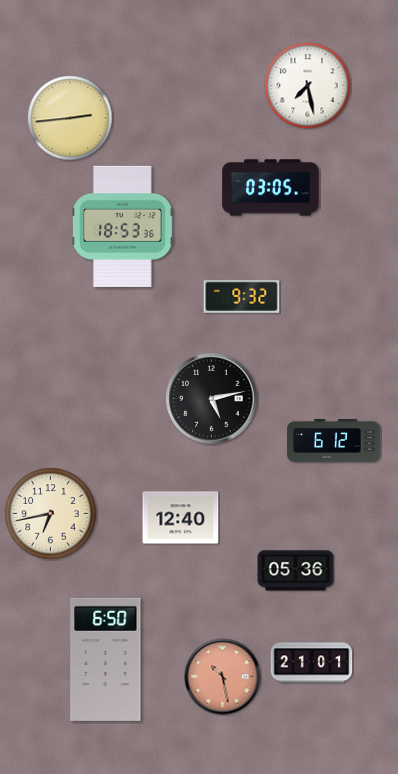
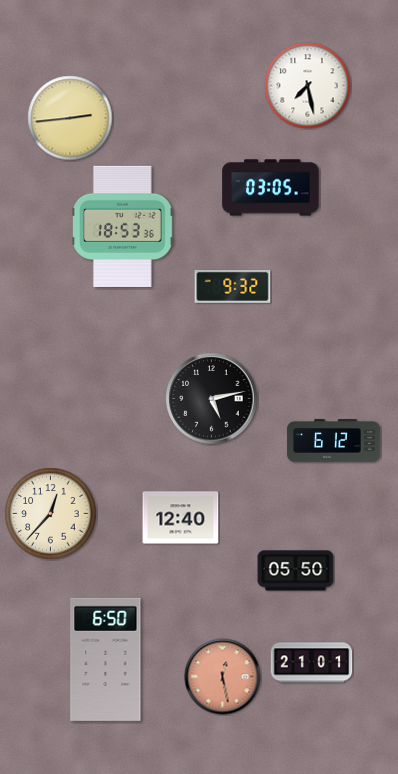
clock at (242, 296) position: (242, 296) -> (233, 286)
clock at (51, 514): 6:43 -> 12:37
clock at (296, 571): 05:36 -> 05:50
clock at (223, 677): 10:28 -> 12:28
